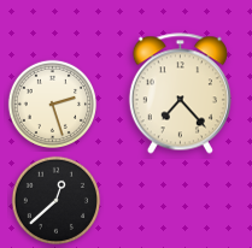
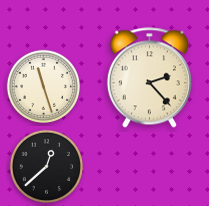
clock at (180, 94): 7:23 -> 2:23
clock at (52, 104): 2:27 -> 11:27
